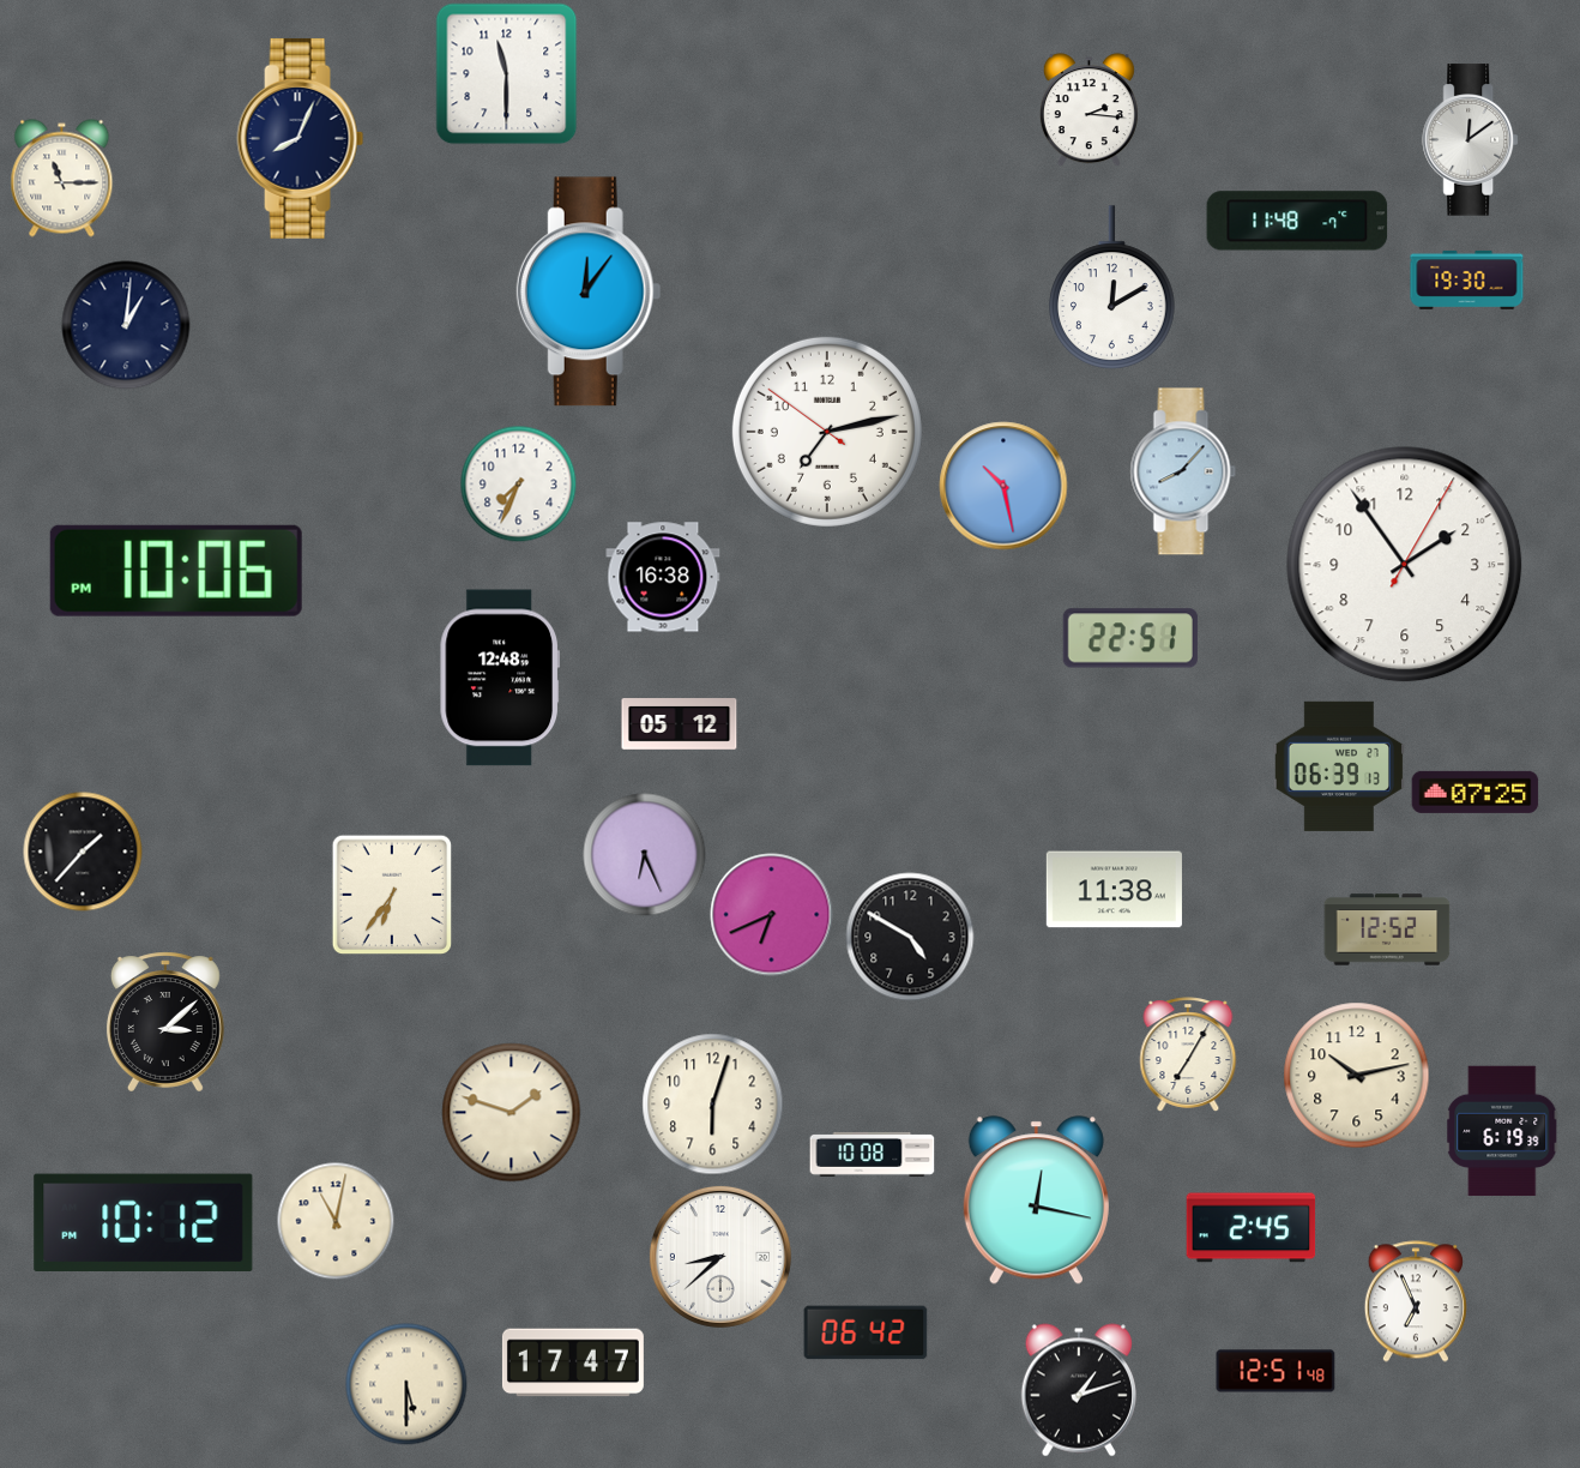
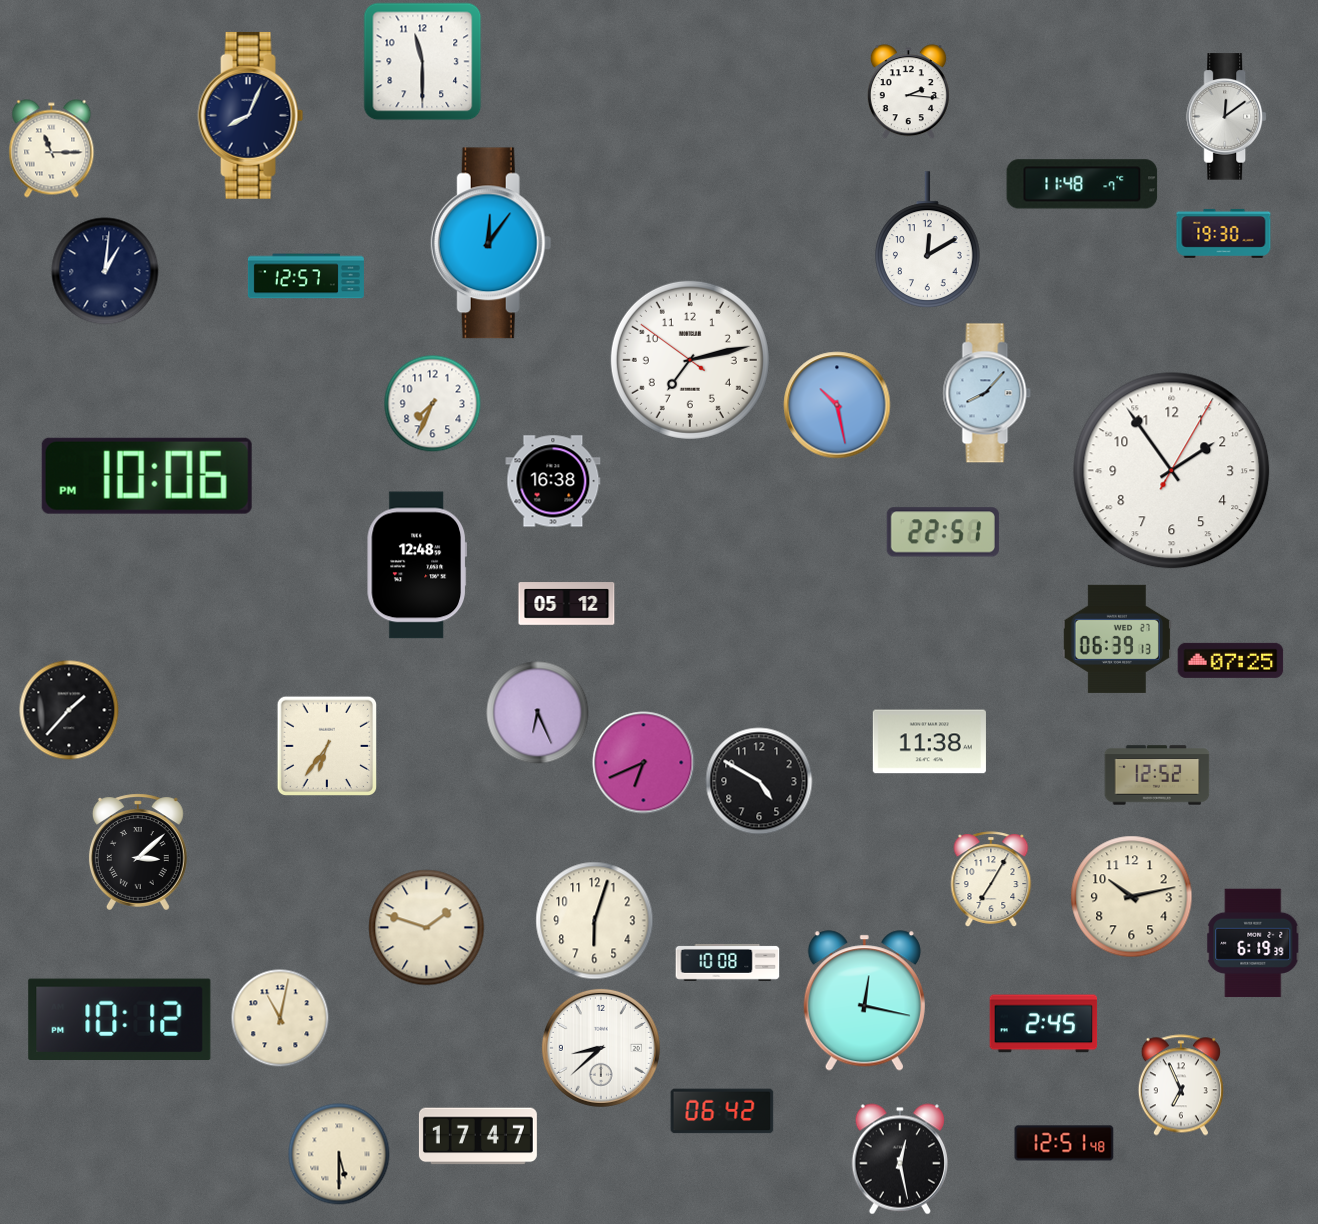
clock at (306, 276): none -> 12:57
clock at (1079, 1390): 1:12 -> 12:28
